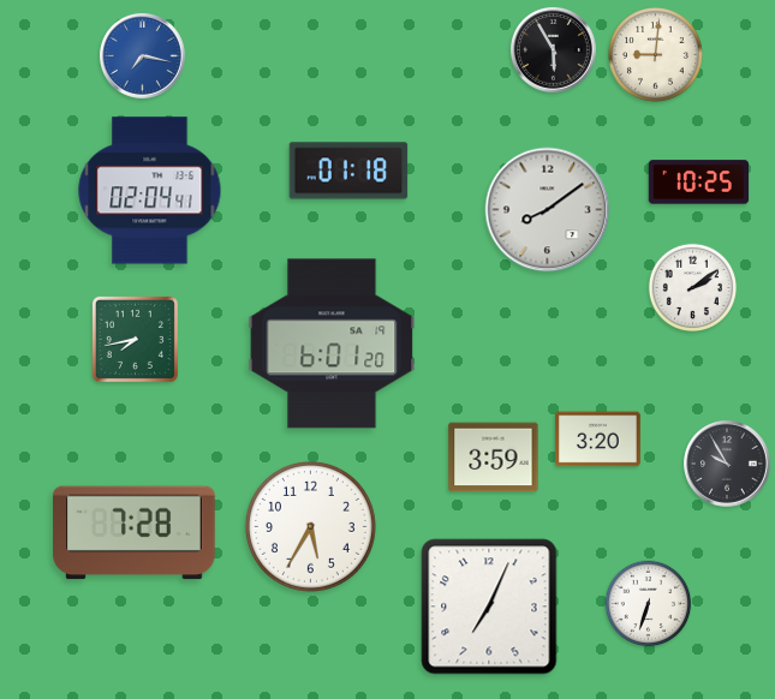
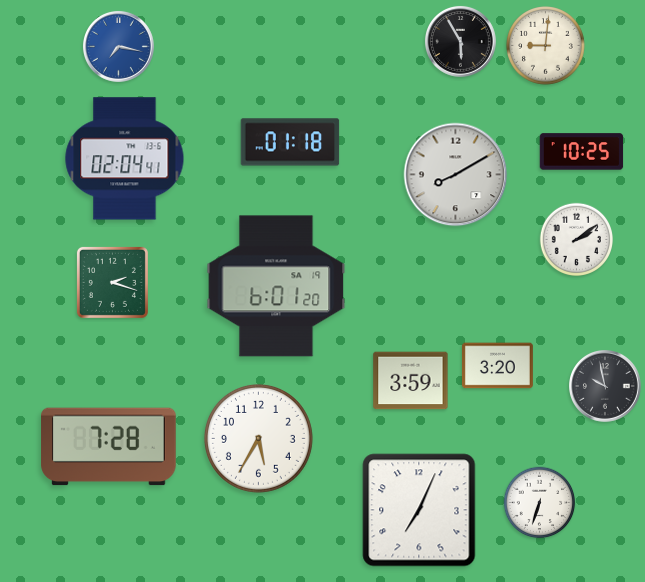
clock at (548, 210): 8:09 -> 8:10
clock at (135, 339): 7:43 -> 2:18
clock at (728, 465): 9:55 -> 9:58
clock at (135, 533) position: (135, 533) -> (109, 447)
clock at (489, 607) position: (489, 607) -> (419, 510)
